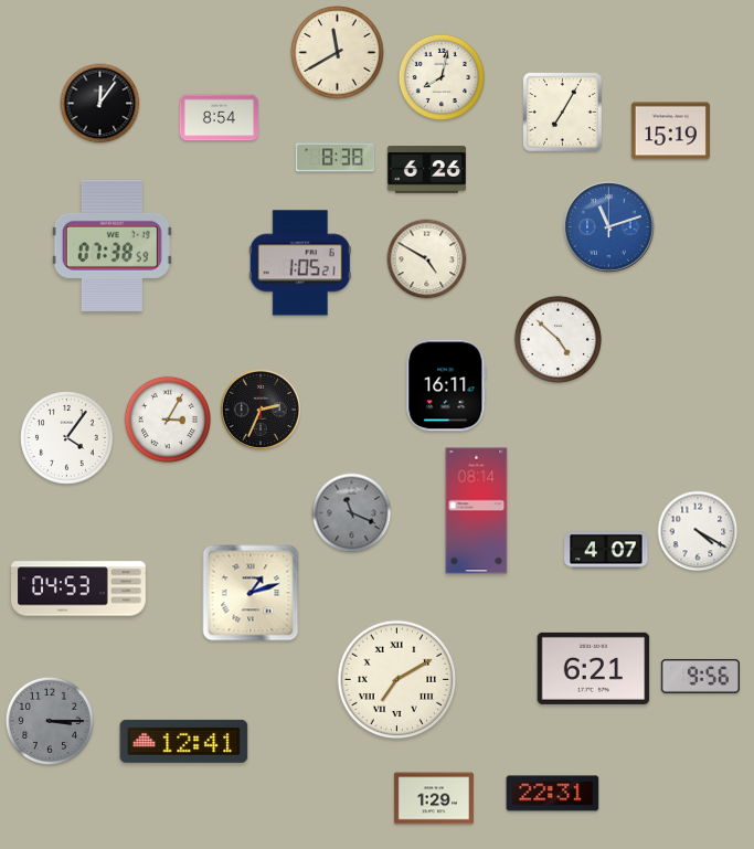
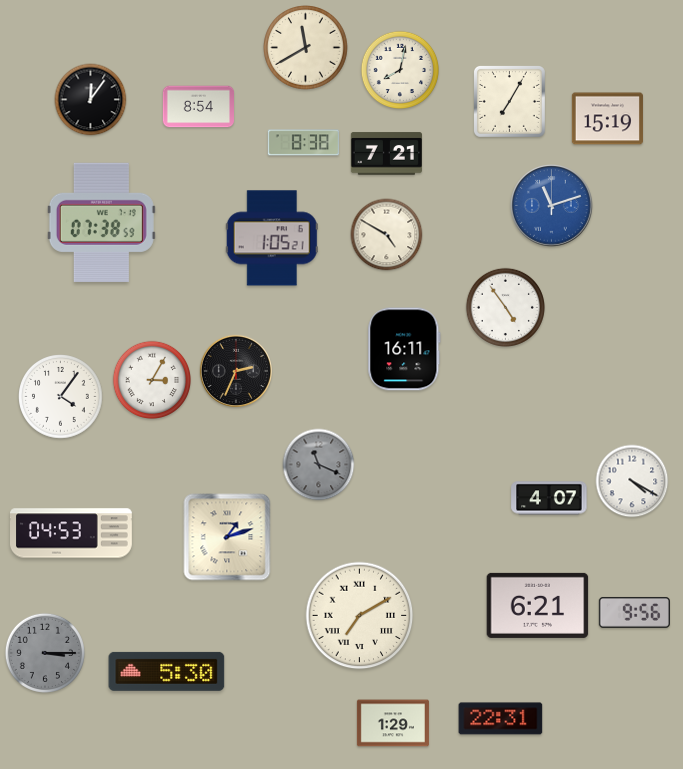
clock at (100, 104) position: (100, 104) -> (91, 100)
clock at (426, 170): 6:26 -> 7:21
clock at (557, 339): 4:52 -> 4:54
clock at (477, 511): 08:14 -> none
clock at (184, 741): 12:41 -> 5:30
